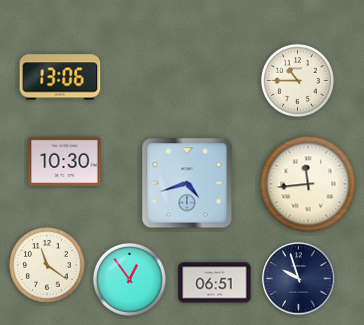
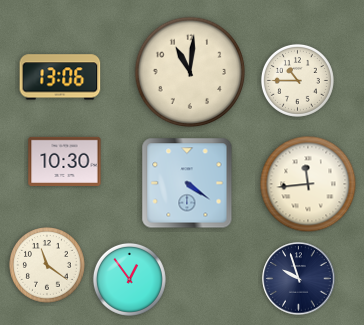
clock at (190, 72): none -> 11:01
clock at (187, 183): 4:42 -> 4:21
clock at (215, 283): 06:51 -> none
